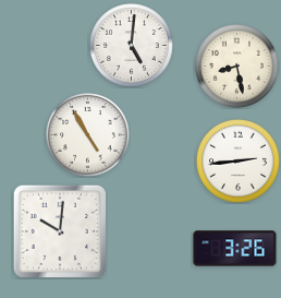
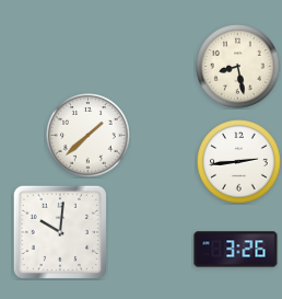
clock at (132, 46): 5:01 -> none
clock at (88, 135): 4:55 -> 1:38
